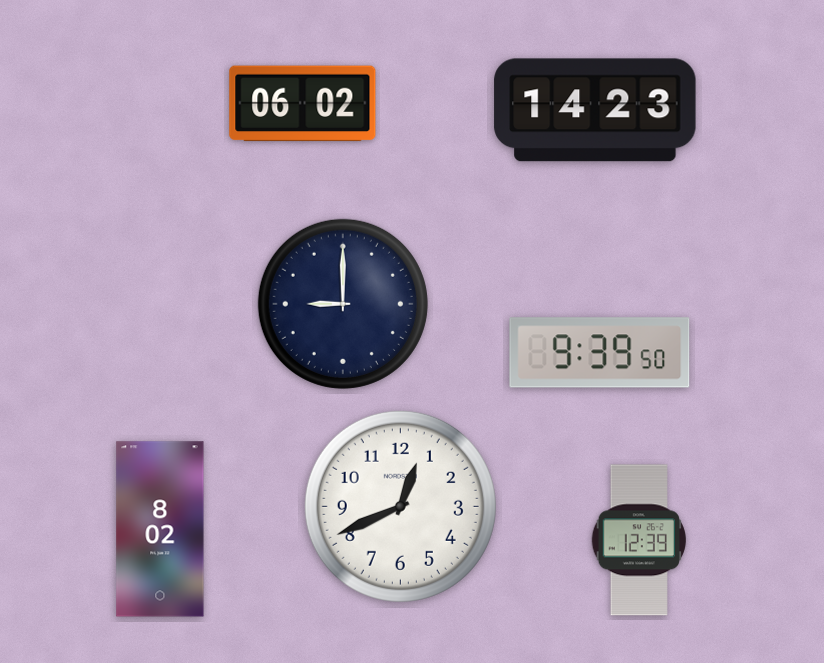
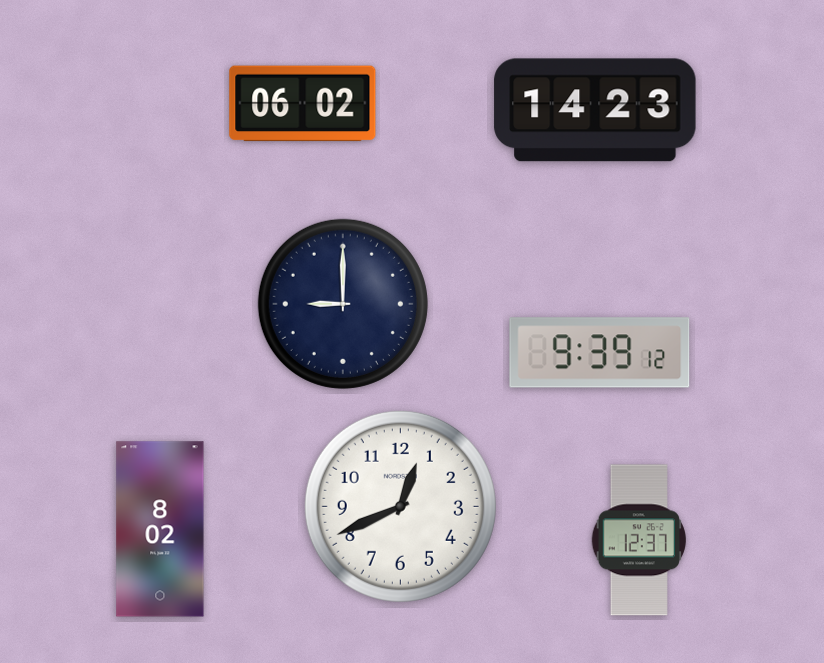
clock at (600, 353): 9:39:50 -> 9:39:12
clock at (638, 540): 12:39 -> 12:37
